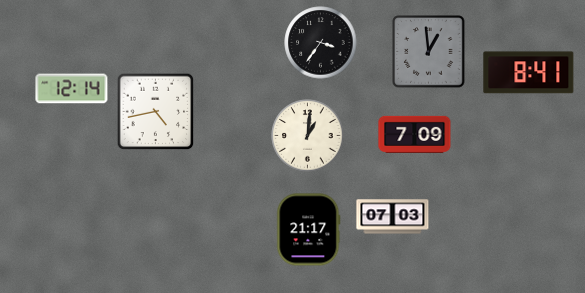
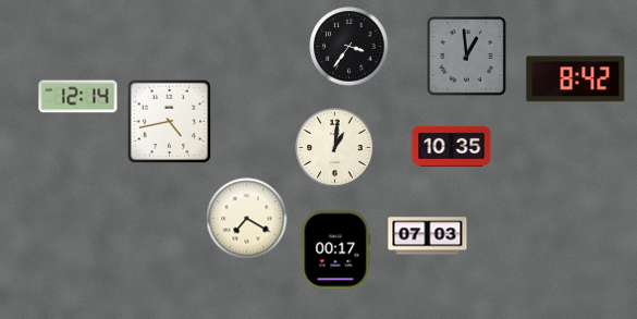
clock at (529, 73): 8:41 -> 8:42
clock at (415, 134): 7:09 -> 10:35
clock at (247, 219): none -> 7:20
clock at (309, 230): 21:17 -> 00:17
